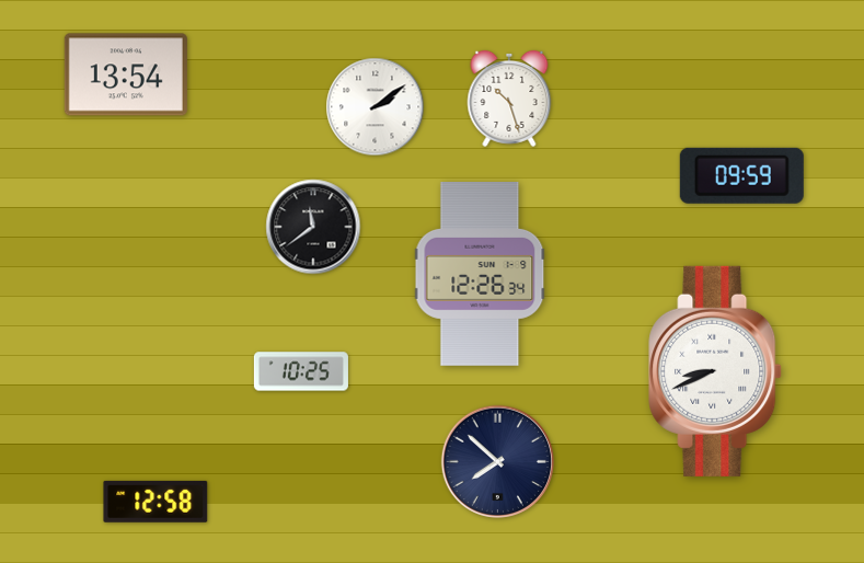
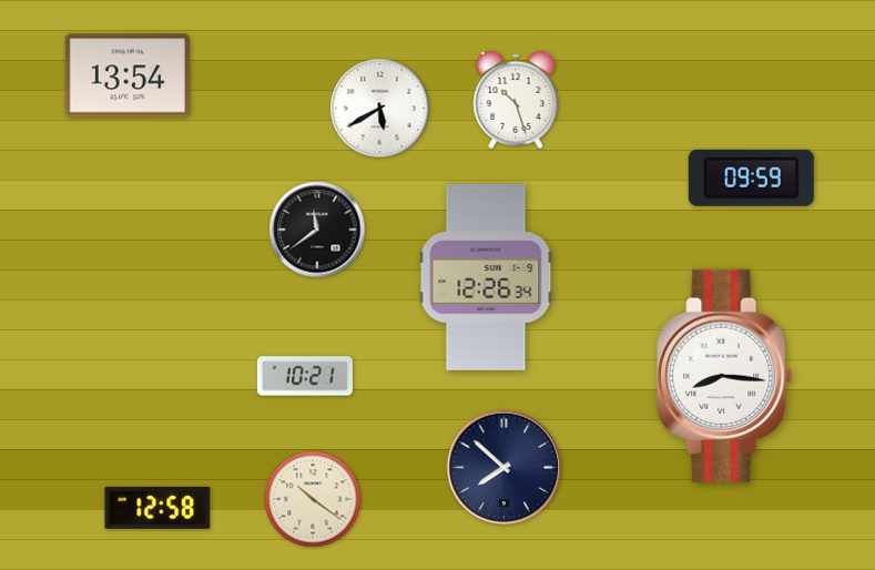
clock at (376, 107): 2:09 -> 5:40
clock at (301, 371): 10:25 -> 10:21
clock at (715, 371): 8:41 -> 8:16
clock at (313, 499): none -> 10:21
